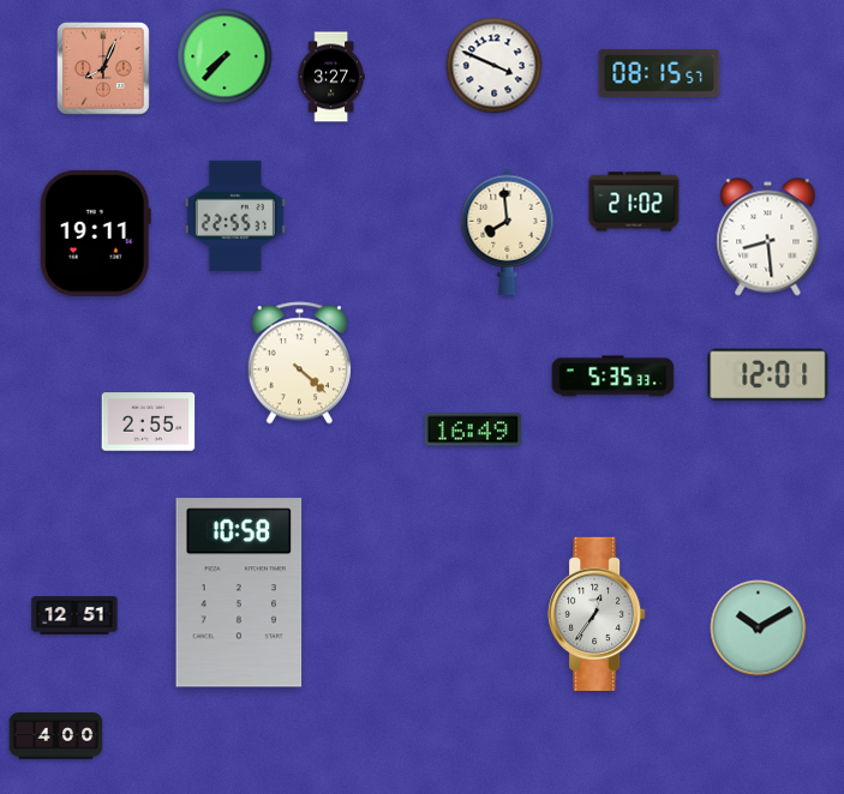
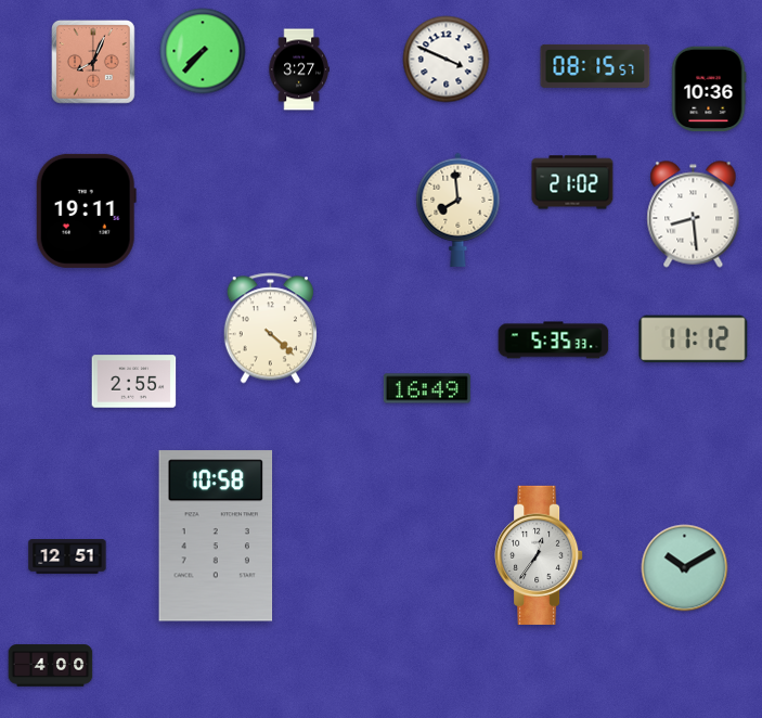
clock at (709, 89): none -> 10:36
clock at (235, 216): 22:55 -> none
clock at (768, 375): 12:01 -> 11:12
